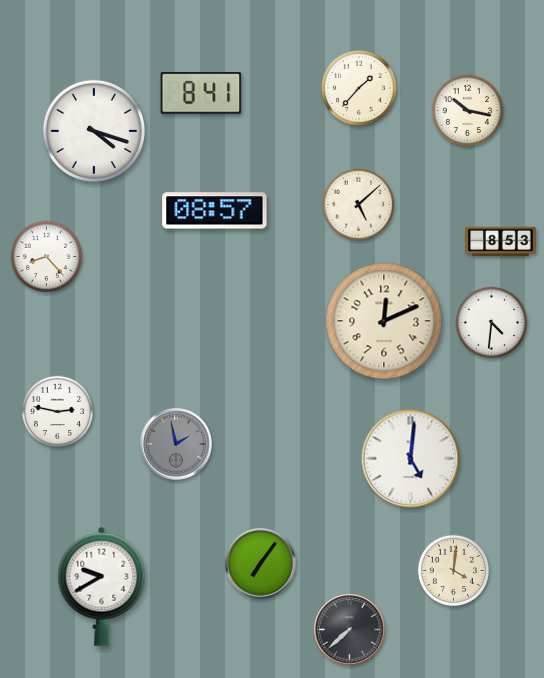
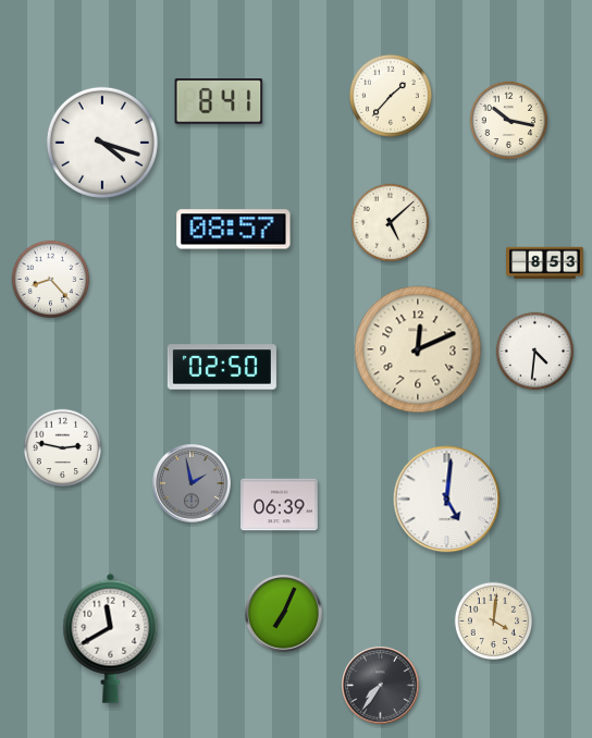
clock at (222, 367): none -> 02:50
clock at (280, 505): none -> 06:39
clock at (261, 564): 7:06 -> 7:04
clock at (102, 586): 9:40 -> 11:40
clock at (350, 630): 7:38 -> 7:36
